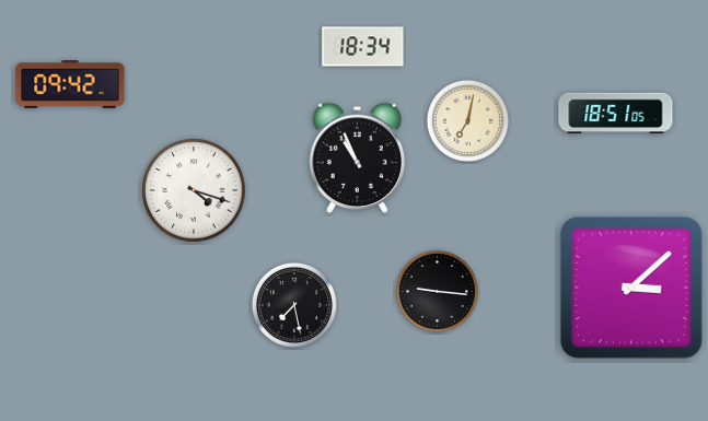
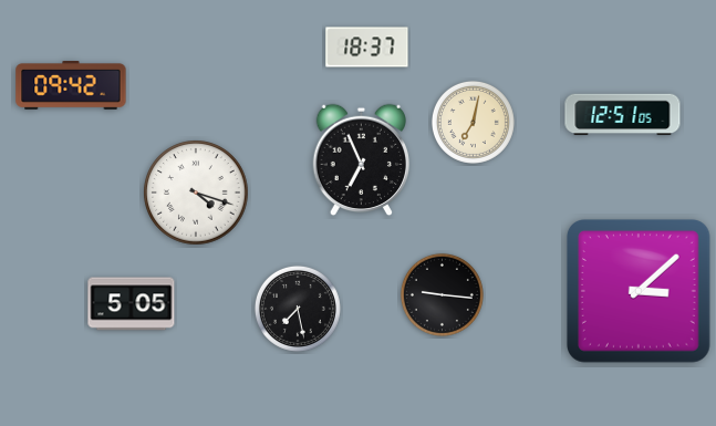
clock at (363, 47): 18:34 -> 18:37
clock at (616, 114): 18:51 -> 12:51
clock at (358, 159): 10:56 -> 6:56
clock at (132, 304): none -> 5:05
